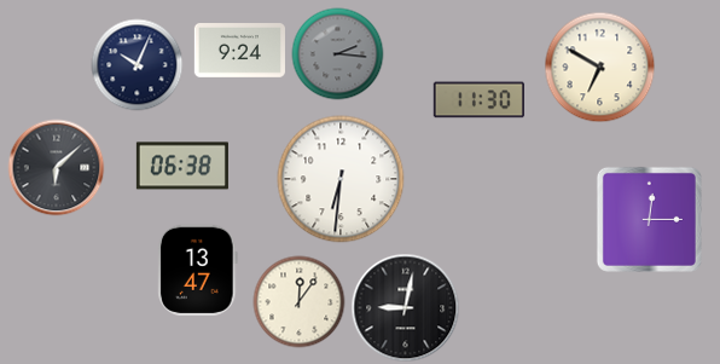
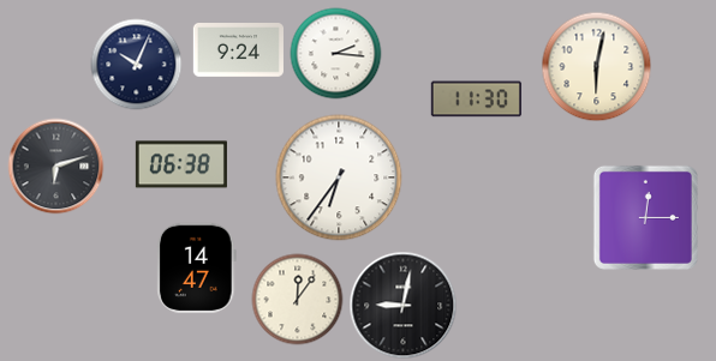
clock at (338, 54) dial: grey -> white
clock at (600, 68): 6:50 -> 6:02
clock at (57, 168): 6:08 -> 6:12
clock at (341, 179): 6:31 -> 6:36
clock at (198, 270): 13:47 -> 14:47
